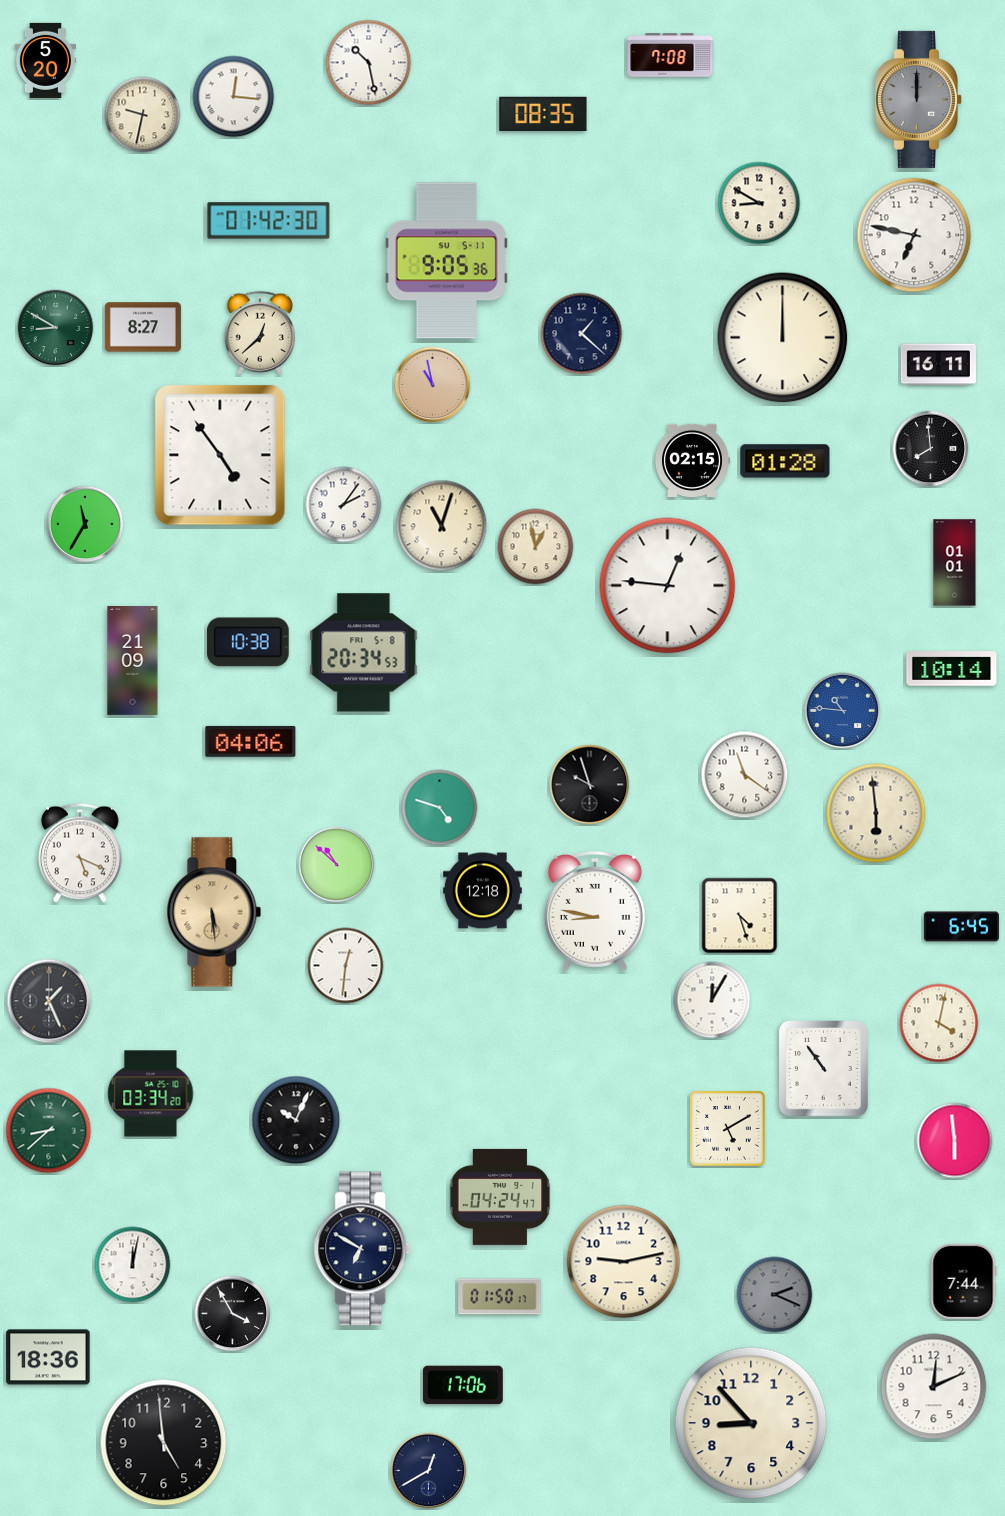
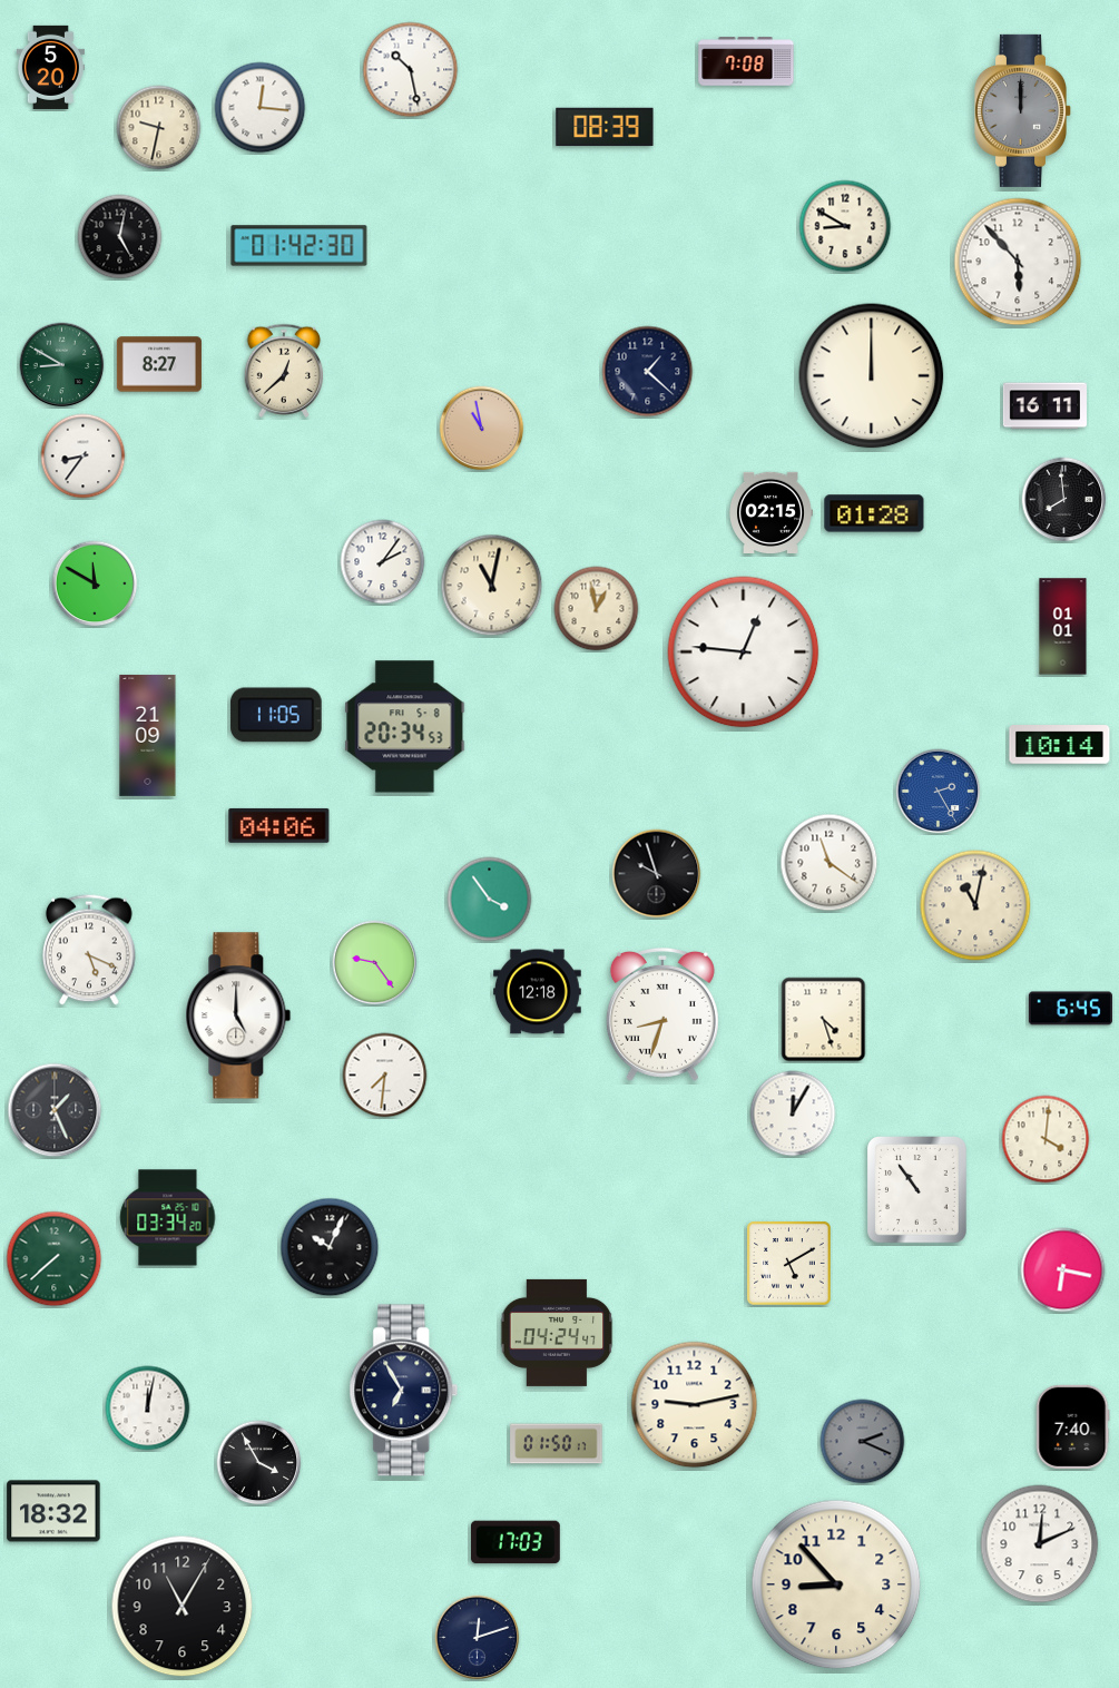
clock at (543, 114): 08:35 -> 08:39
clock at (120, 237): none -> 5:02
clock at (914, 235): 6:47 -> 5:53
clock at (446, 261): 9:05 -> none
clock at (260, 333) position: (260, 333) -> (284, 371)
clock at (84, 457): none -> 8:36
clock at (931, 449) position: (931, 449) -> (1064, 500)
clock at (220, 455): 4:54 -> none
clock at (85, 524): 11:35 -> 11:50
clock at (442, 526): 11:03 -> 11:02
clock at (248, 642): 10:38 -> 11:05
clock at (843, 711): 10:46 -> 2:25
clock at (440, 808): 4:48 -> 3:54
clock at (876, 813): 5:59 -> 11:02
clock at (337, 865): 10:52 -> 9:24
clock at (595, 911): 8:47 -> 8:33
clock at (214, 912): 5:29 -> 5:00
clock at (214, 912) dial: champagne -> white
clock at (961, 927) position: (961, 927) -> (1070, 1009)
clock at (346, 966): 12:31 -> 7:31
clock at (49, 1001) position: (49, 1001) -> (55, 1110)
clock at (939, 1023): 4:02 -> 4:01
clock at (728, 1129) position: (728, 1129) -> (789, 1264)
clock at (49, 1131): 8:38 -> 7:38
clock at (955, 1141): 5:59 -> 6:17
clock at (363, 1249): 6:50 -> 6:55
clock at (963, 1281): 7:44 -> 7:40
clock at (48, 1357): 18:36 -> 18:32
clock at (464, 1385): 17:06 -> 17:03
clock at (164, 1443): 4:59 -> 11:05
clock at (429, 1471): 12:40 -> 12:12
